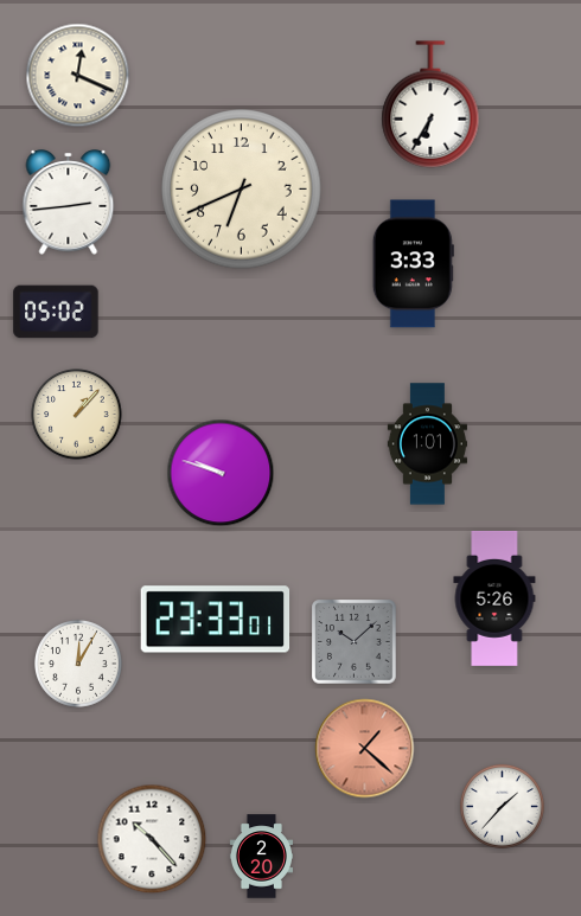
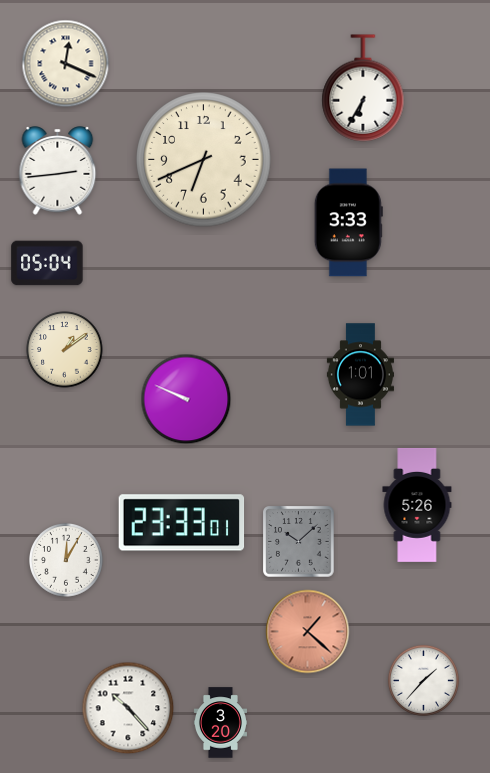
clock at (56, 312): 05:02 -> 05:04
clock at (77, 415): 1:07 -> 1:09
clock at (221, 473): 9:48 -> 9:49
clock at (261, 857): 2:20 -> 3:20
